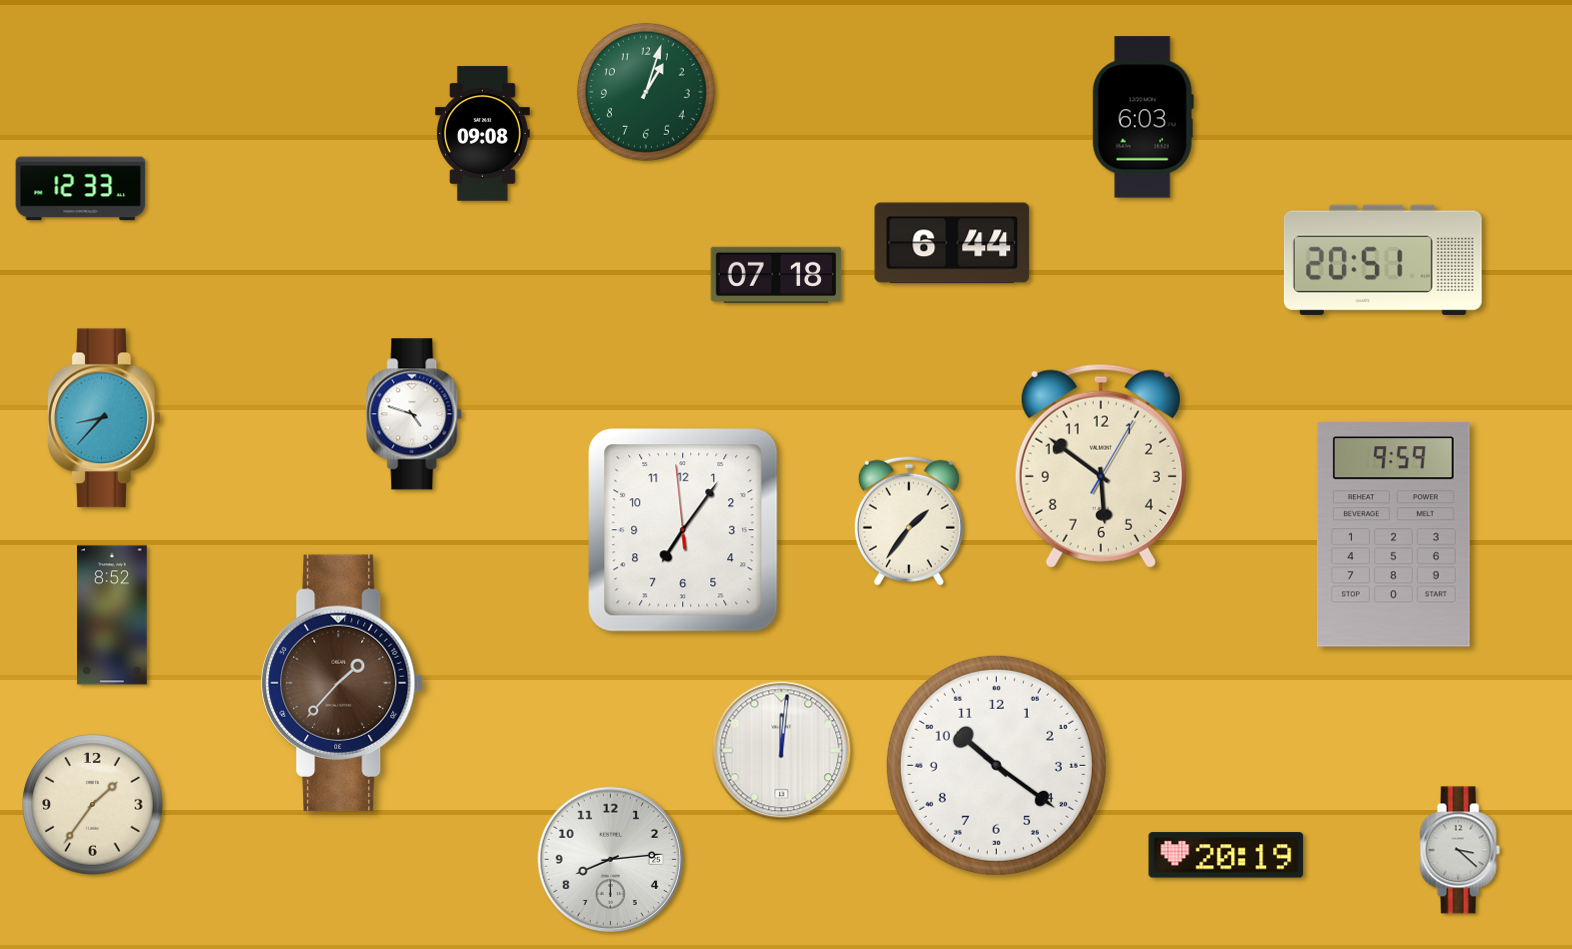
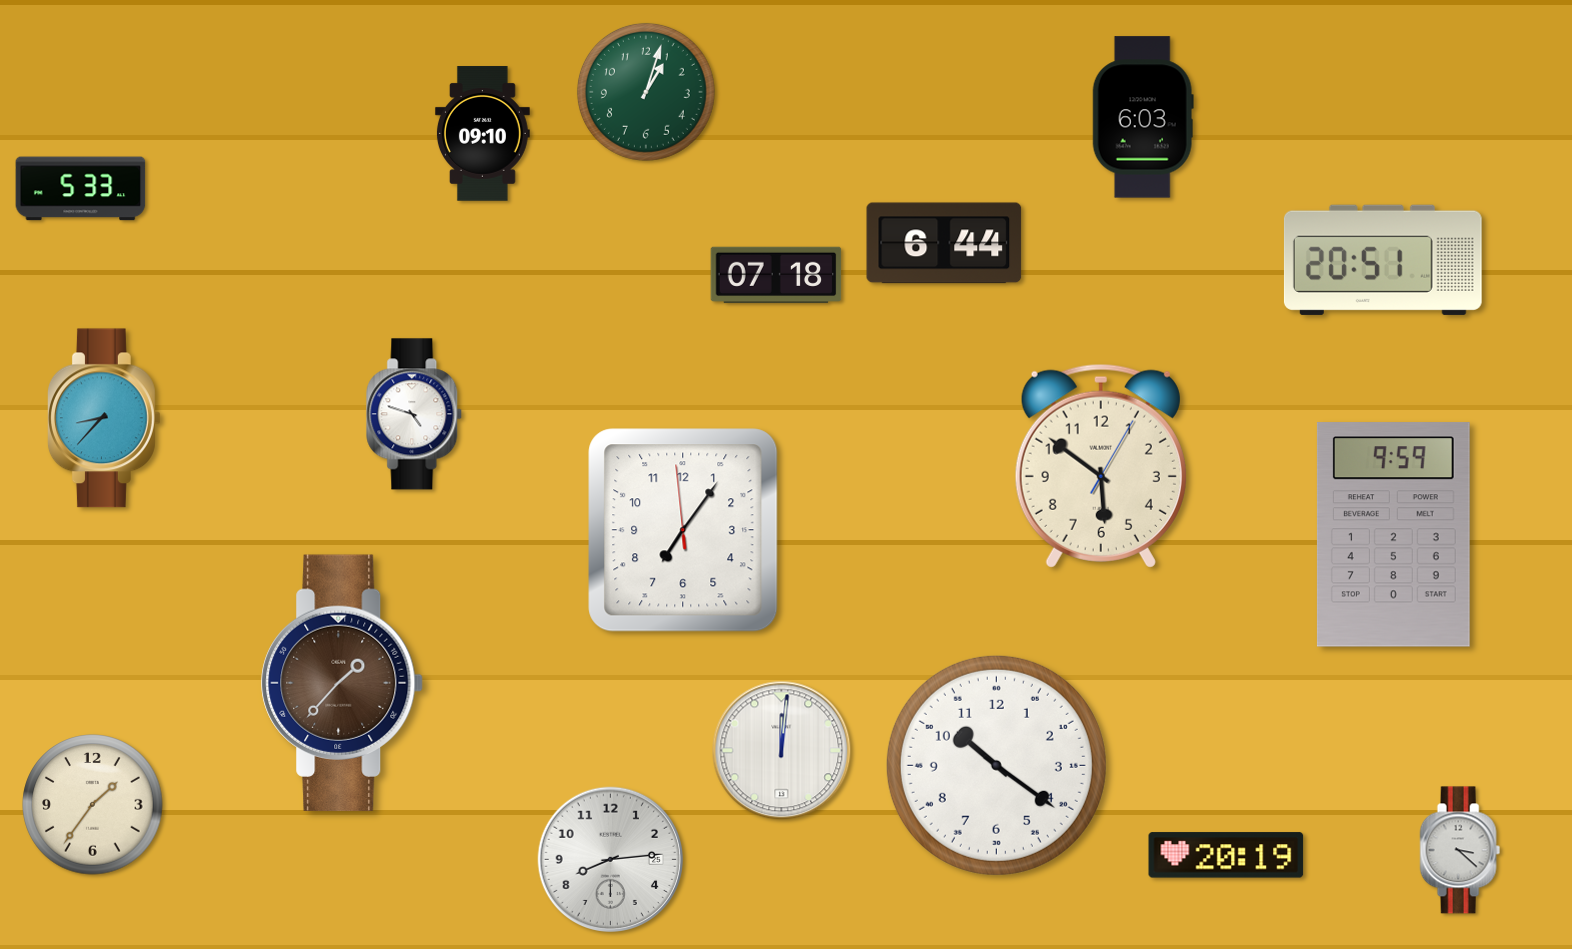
clock at (482, 134): 09:08 -> 09:10
clock at (81, 189): 12:33 -> 5:33
clock at (952, 243) position: (952, 243) -> (944, 243)
clock at (909, 521): 1:36 -> none
clock at (112, 615): 8:52 -> none
